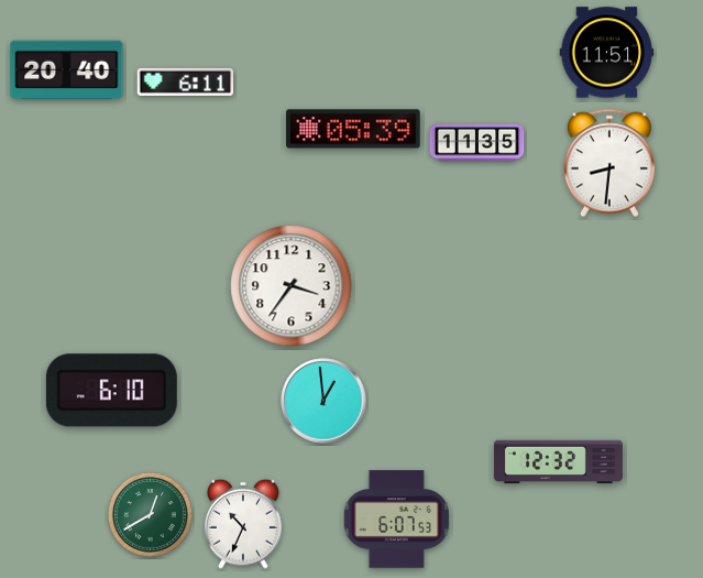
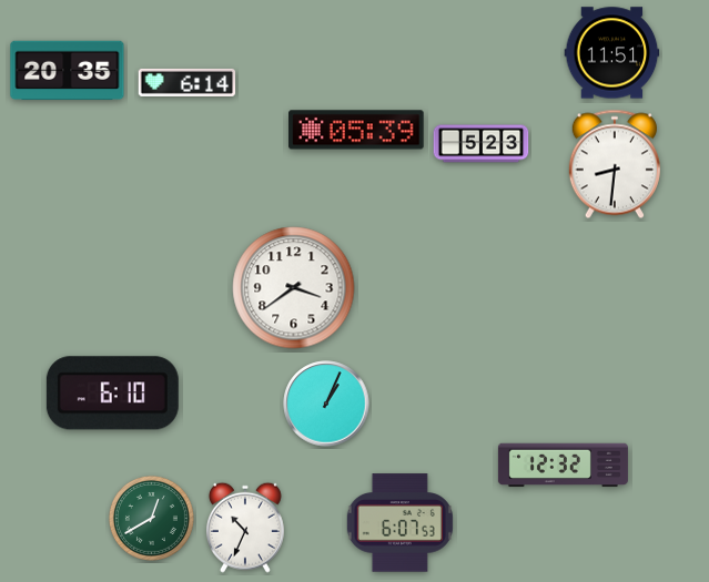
clock at (67, 70): 20:40 -> 20:35
clock at (186, 81): 6:11 -> 6:14
clock at (477, 143): 11:35 -> 5:23
clock at (292, 286): 3:36 -> 3:39
clock at (323, 401): 12:59 -> 1:04
